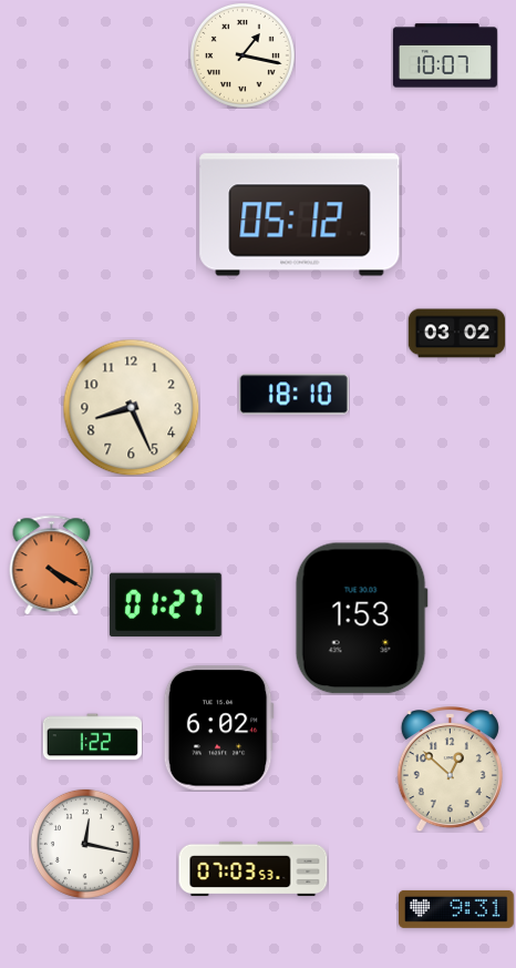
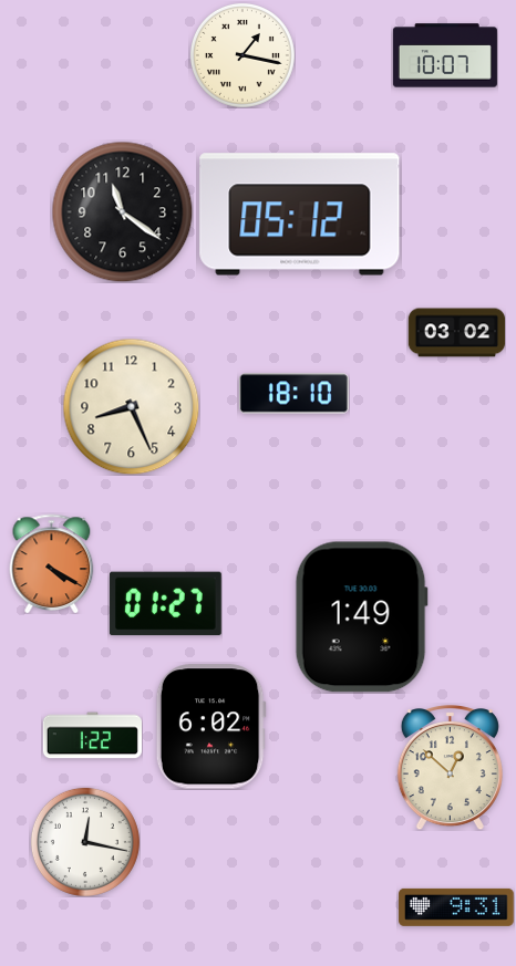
clock at (122, 211): none -> 11:21
clock at (361, 619): 1:53 -> 1:49
clock at (218, 728) position: (218, 728) -> (210, 727)
clock at (254, 868): 07:03 -> none
